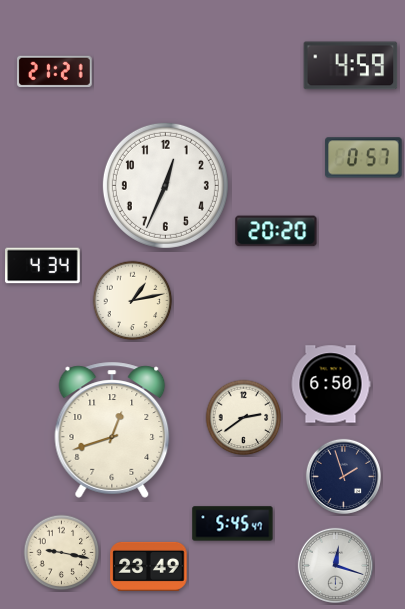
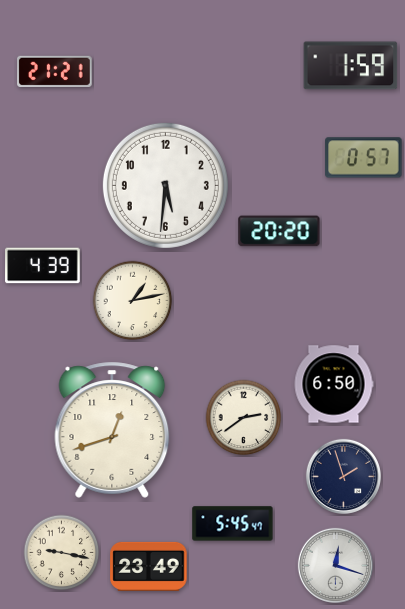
clock at (351, 66): 4:59 -> 1:59
clock at (165, 185): 12:34 -> 5:31
clock at (276, 231) position: (276, 231) -> (279, 231)
clock at (43, 266): 4:34 -> 4:39
clock at (331, 384) position: (331, 384) -> (334, 384)
